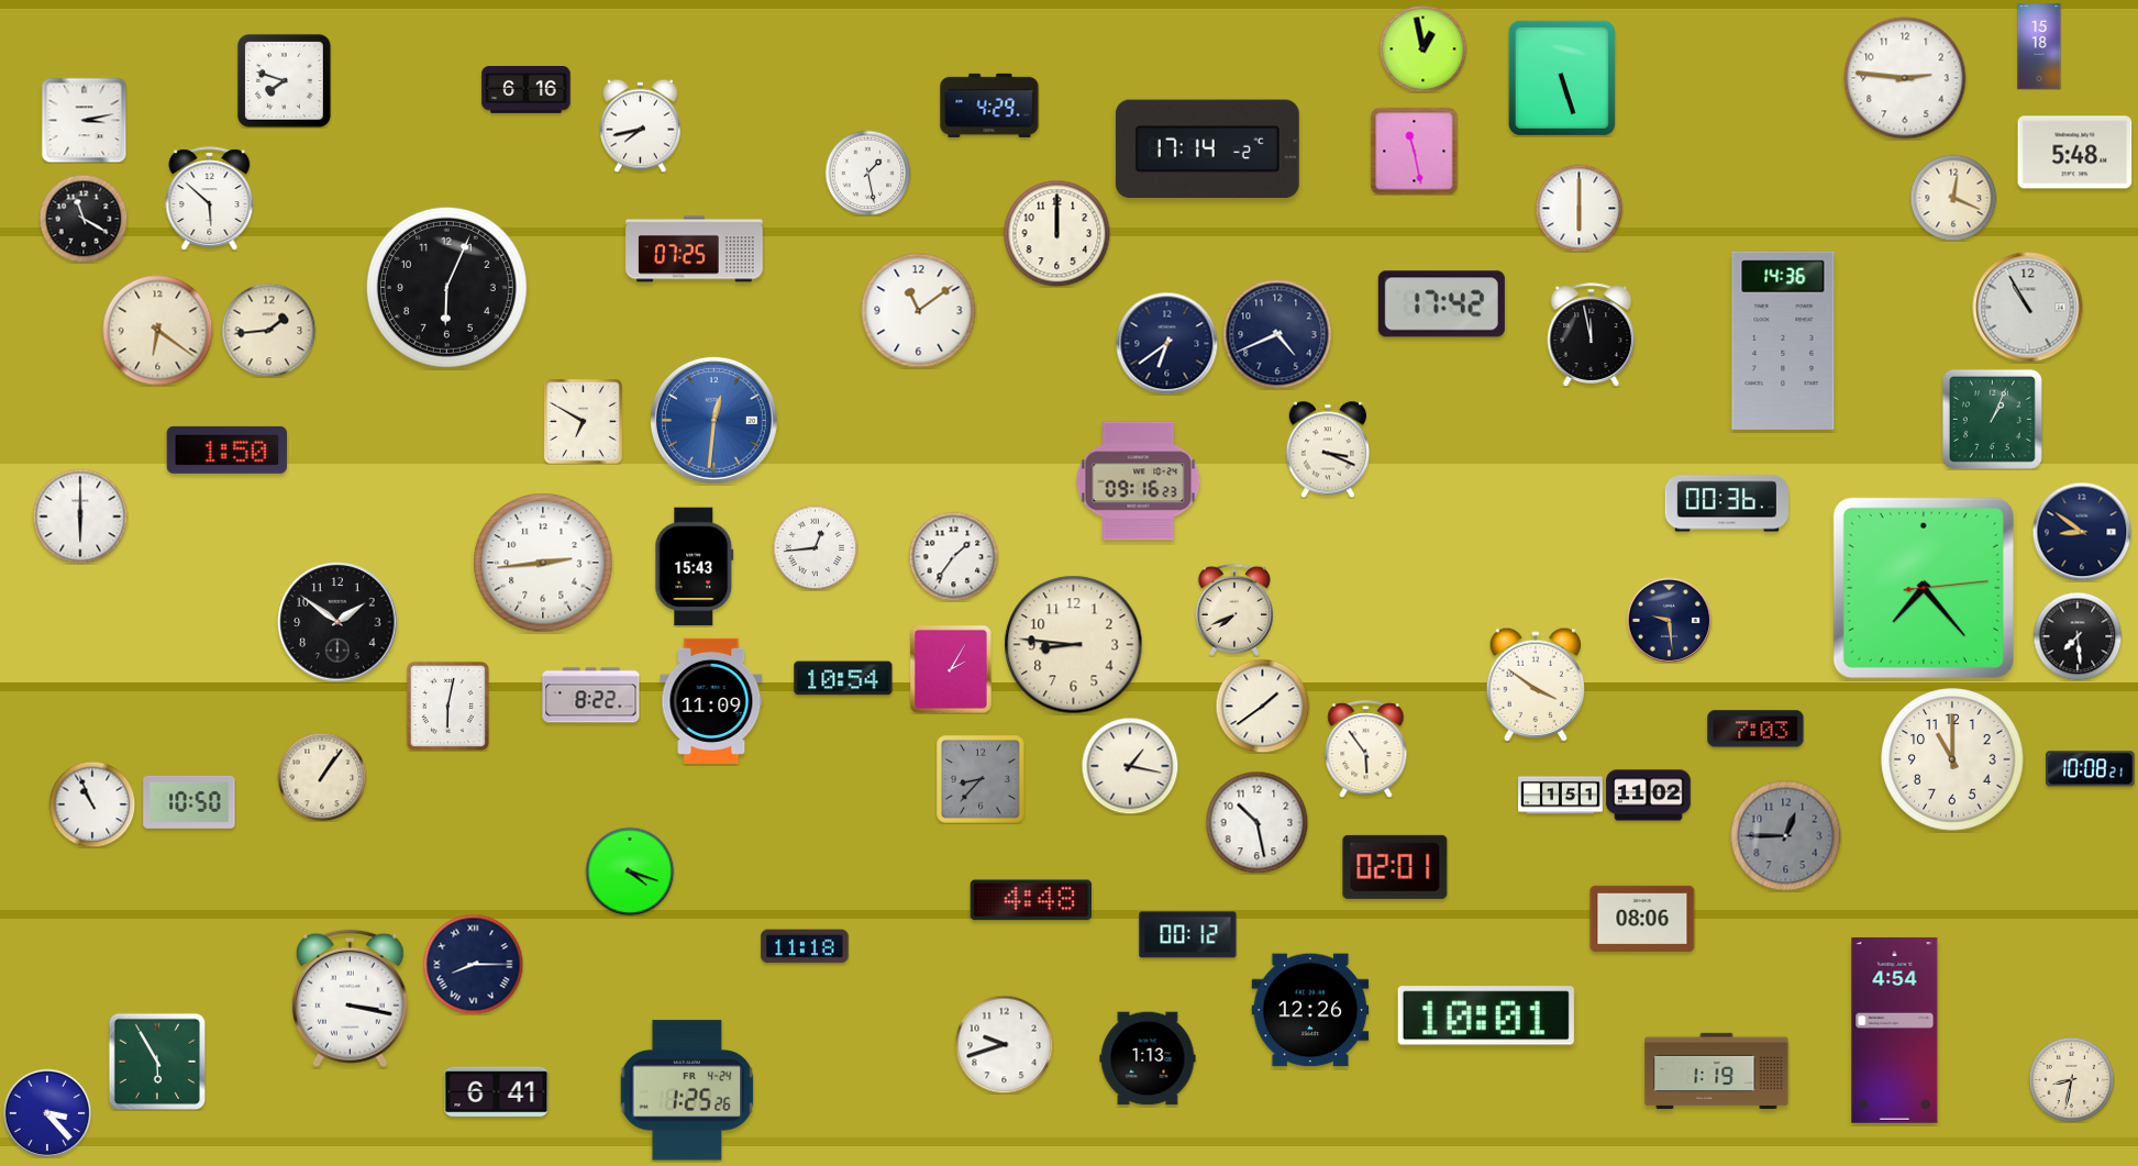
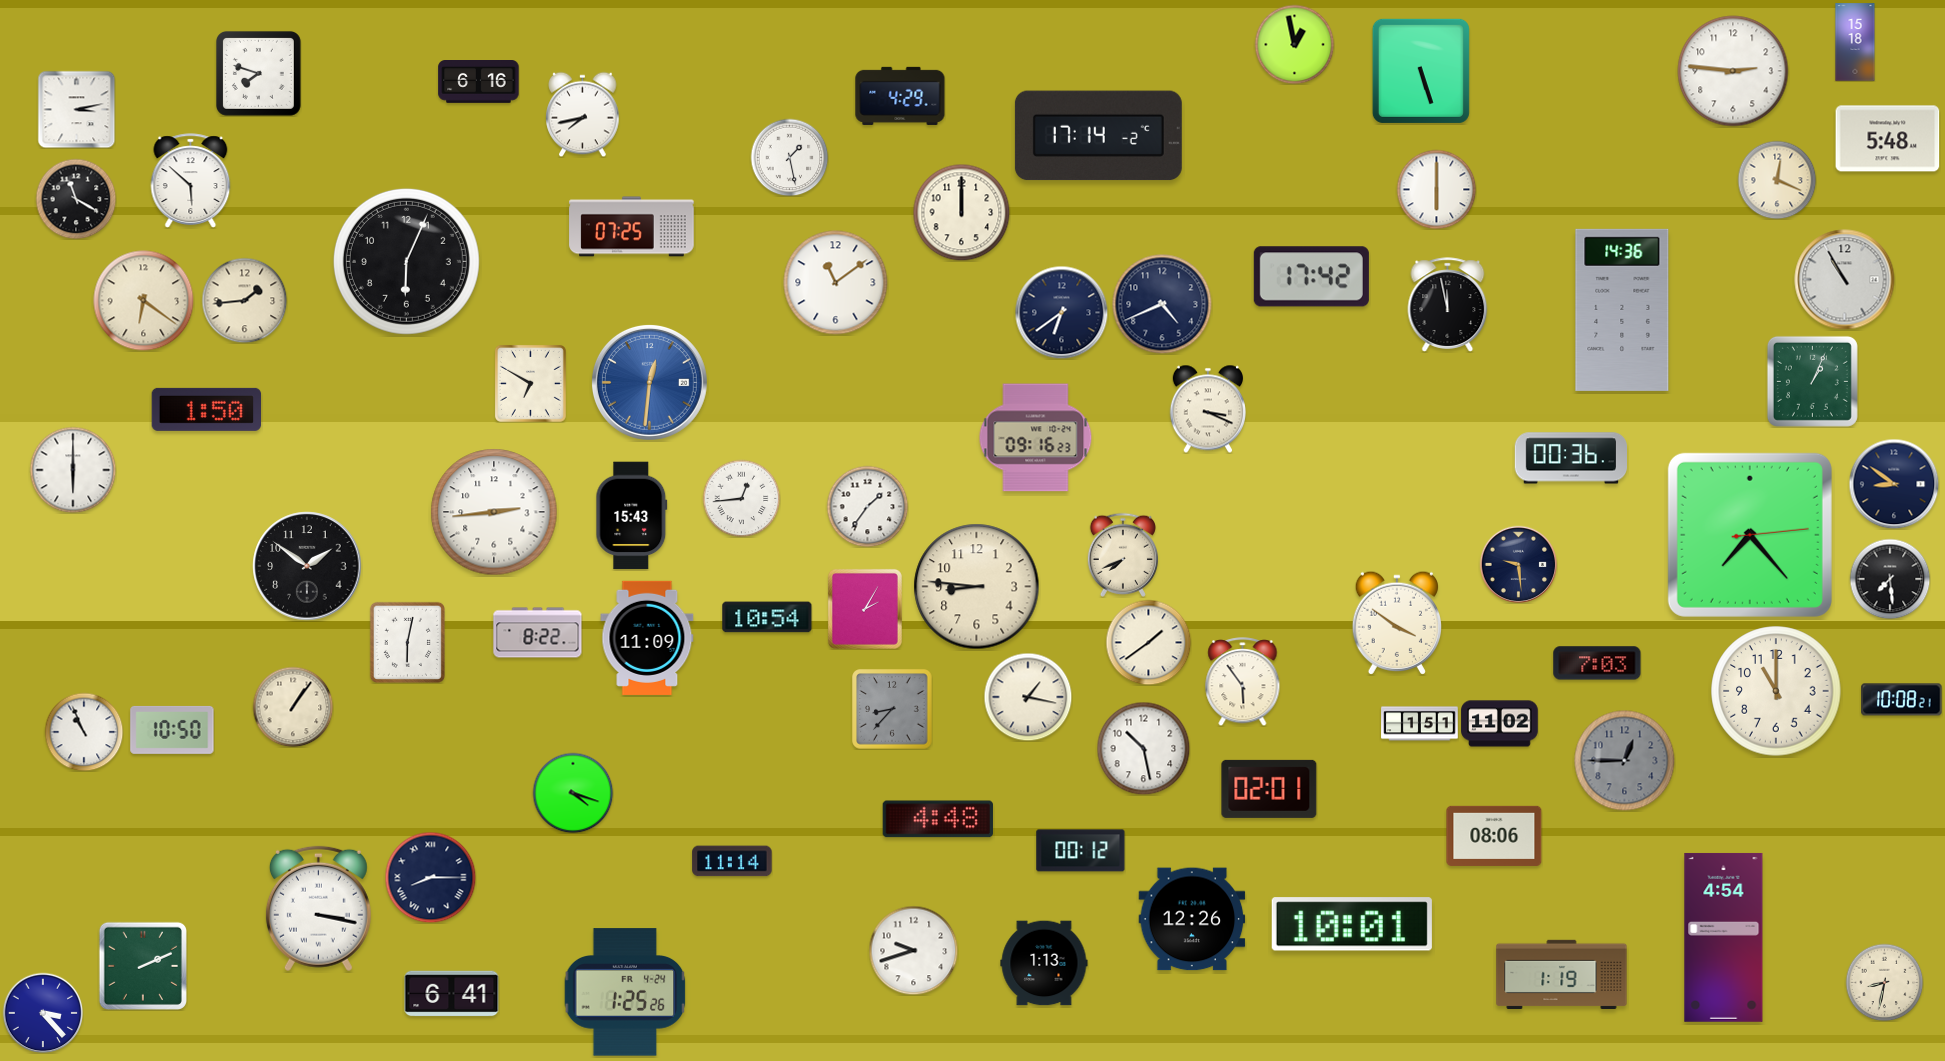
clock at (1414, 151): 11:28 -> none
clock at (805, 946): 11:18 -> 11:14
clock at (157, 1062): 5:55 -> 2:11
